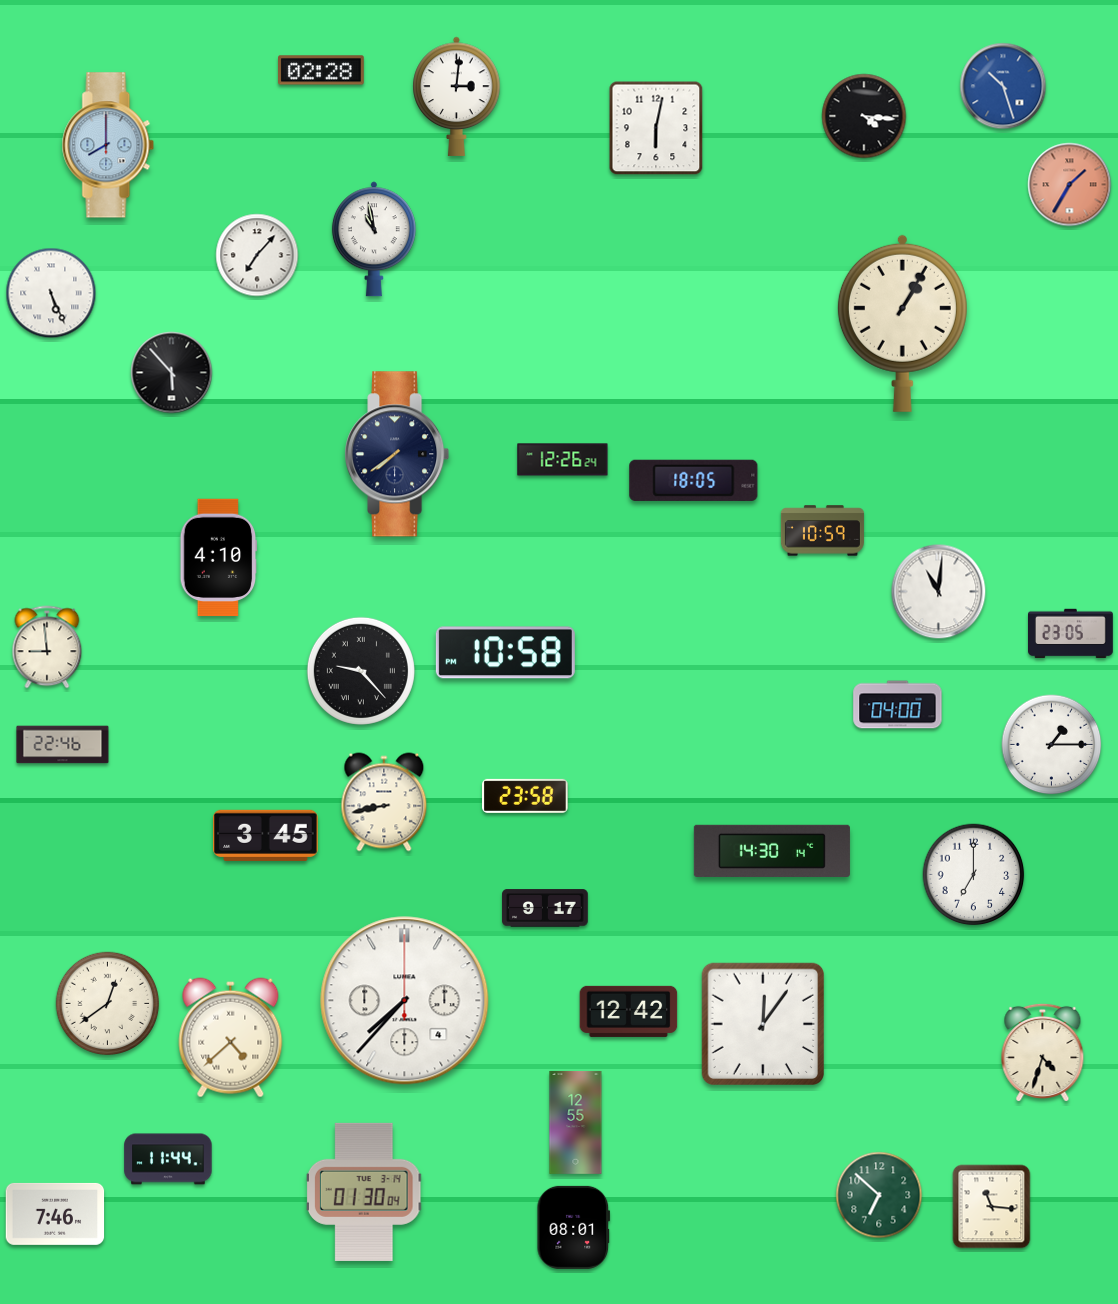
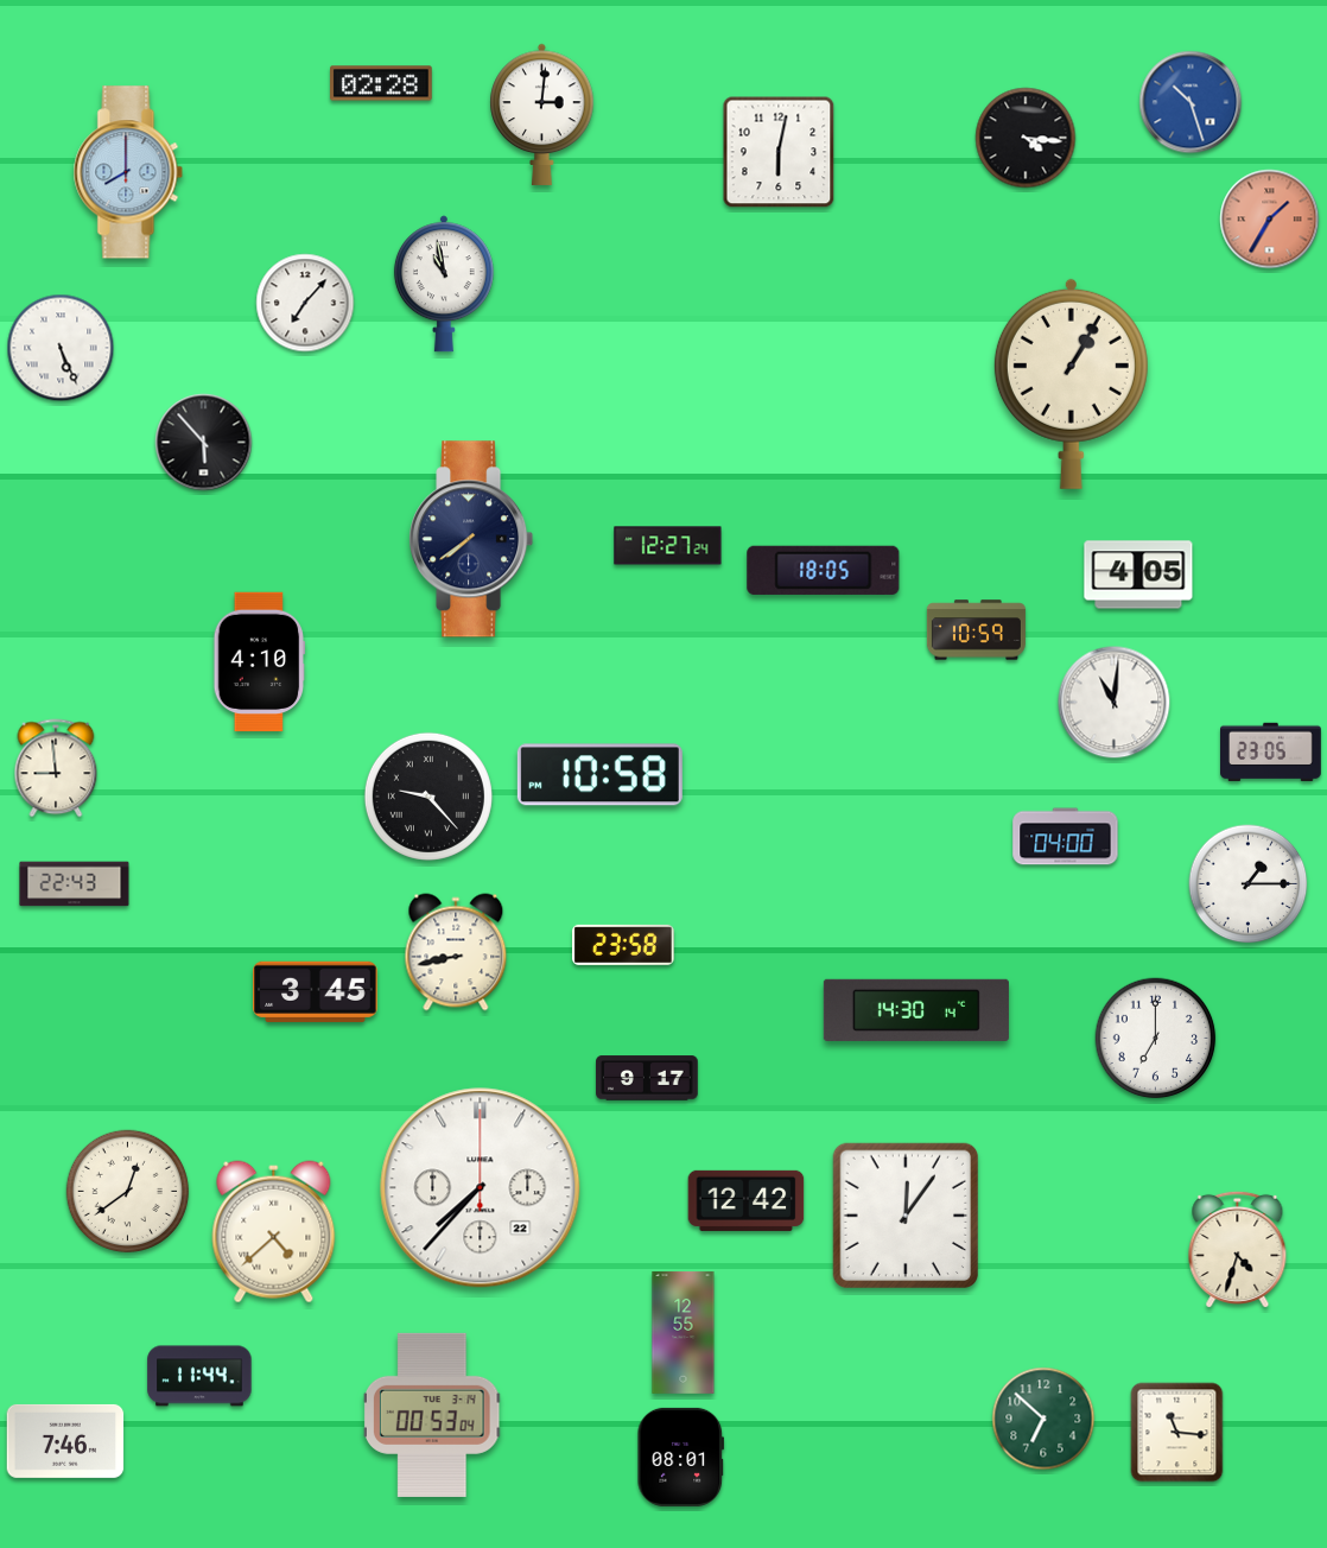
clock at (563, 460): 12:26 -> 12:27
clock at (1138, 575): none -> 4:05
clock at (63, 745): 22:46 -> 22:43
clock at (405, 1001) date: 4 -> 22
clock at (364, 1192): 01:30 -> 00:53
